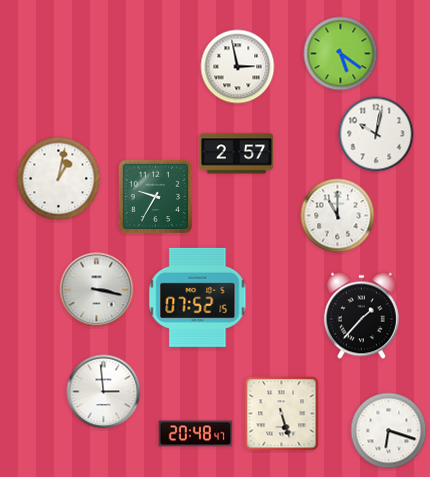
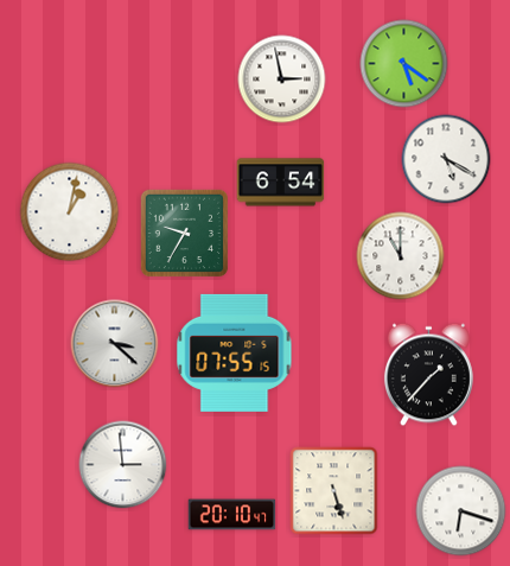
clock at (376, 134): 10:02 -> 5:20
clock at (237, 154): 2:57 -> 6:54
clock at (97, 290): 3:17 -> 3:22
clock at (198, 297): 07:52 -> 07:55
clock at (196, 434): 20:48 -> 20:10
